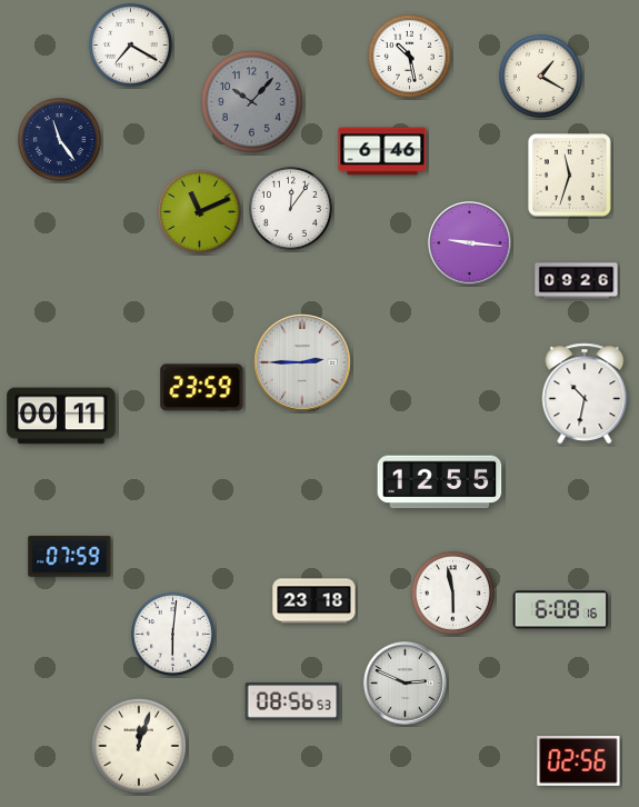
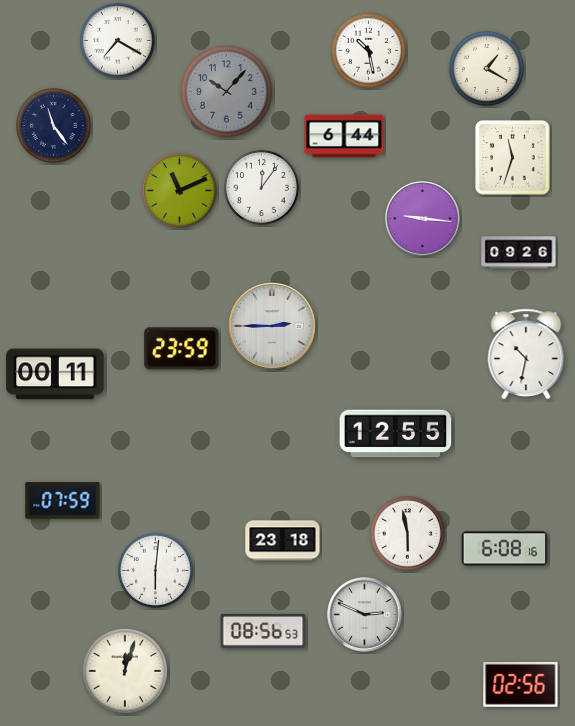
clock at (382, 151): 6:46 -> 6:44
